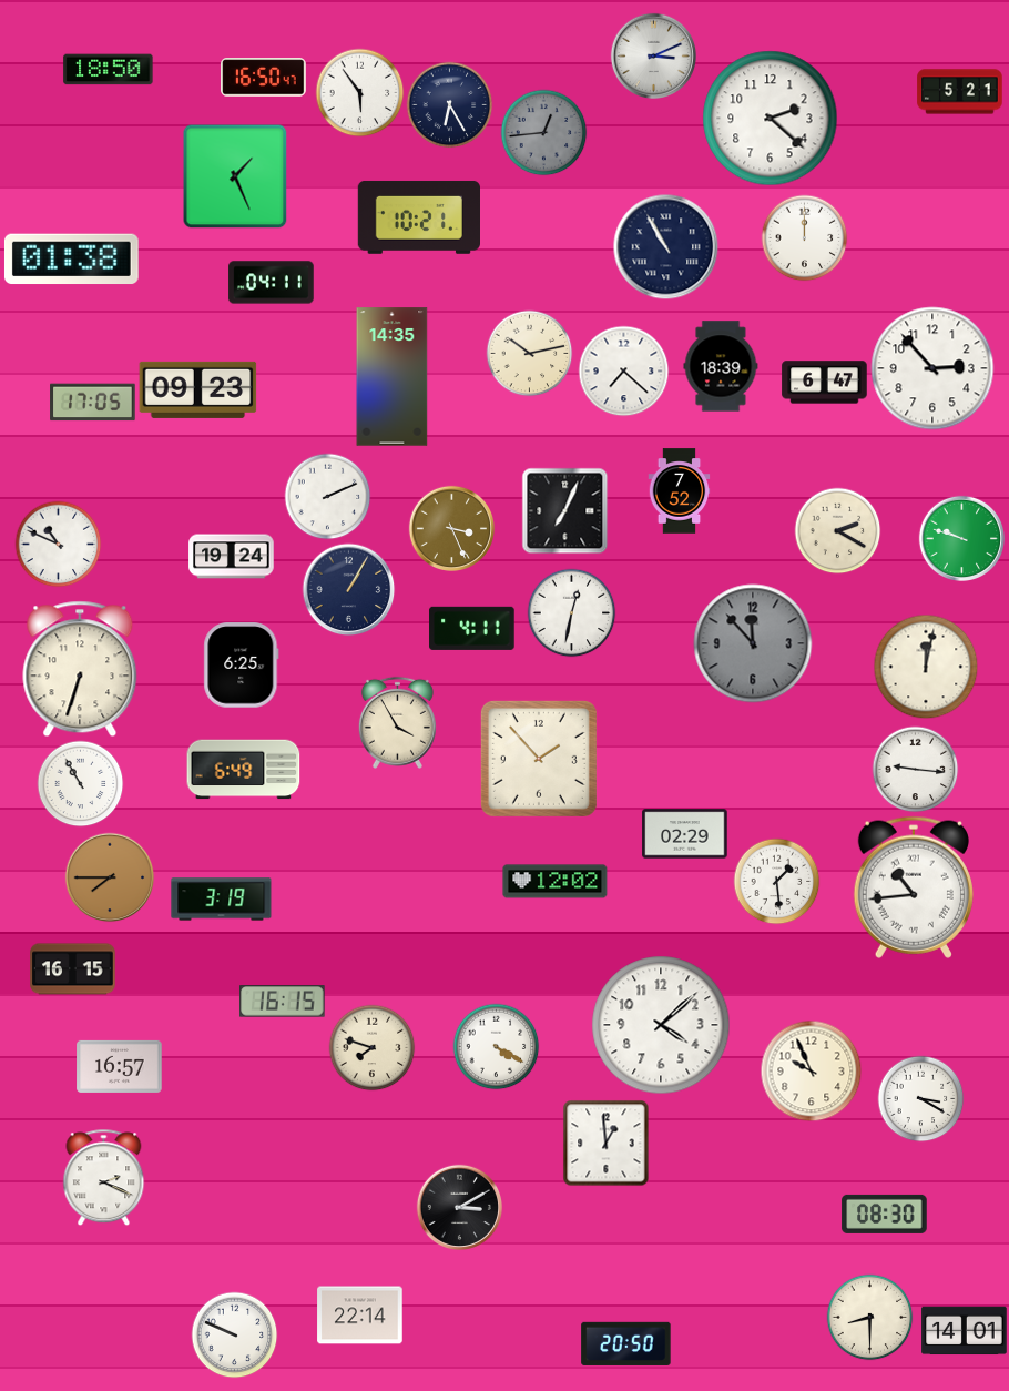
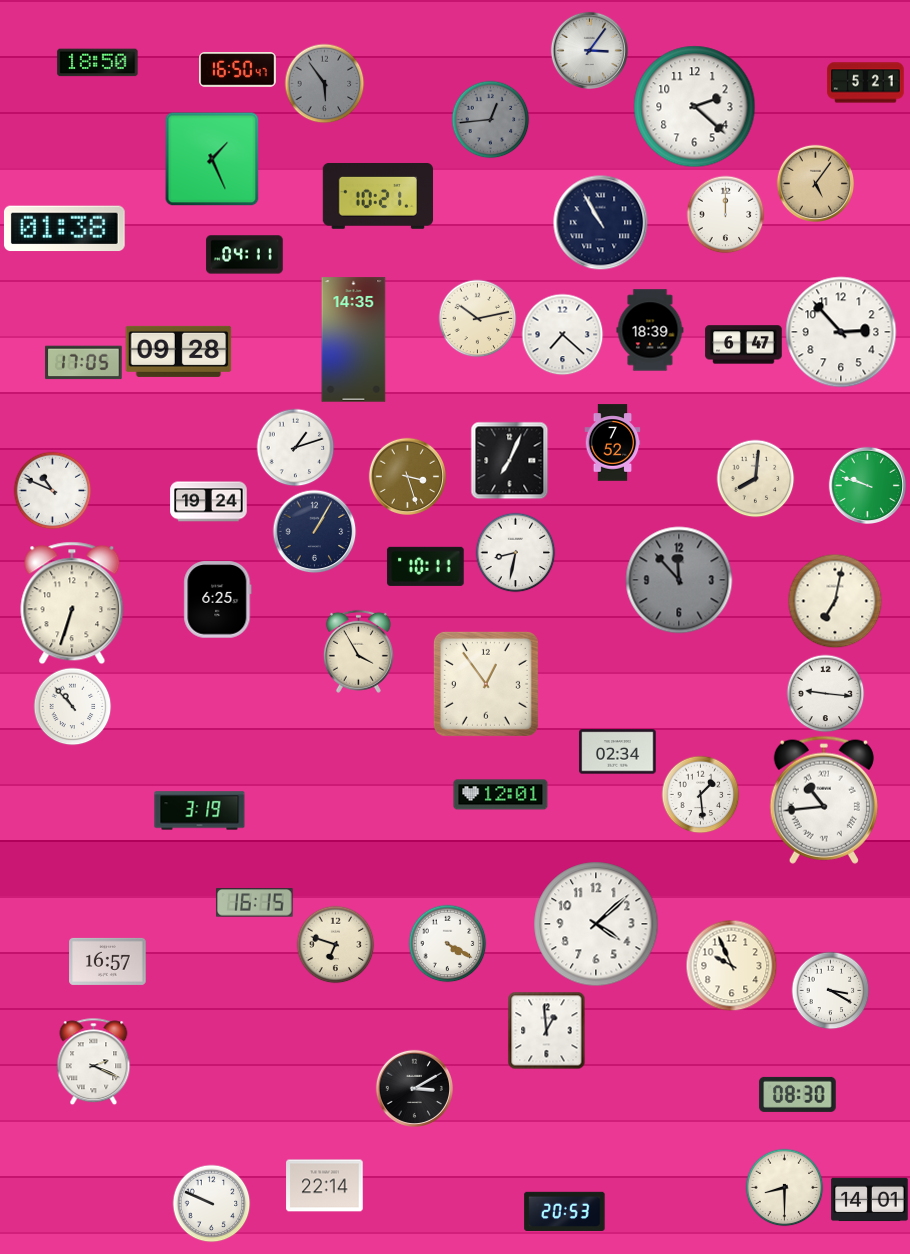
clock at (653, 55): 3:11 -> 3:06
clock at (359, 92) dial: white -> grey
clock at (449, 104): 6:25 -> none
clock at (815, 183): none -> 5:06
clock at (71, 260) position: (71, 260) -> (64, 229)
clock at (198, 389): 09:23 -> 09:28
clock at (327, 496): 2:11 -> 1:12
clock at (451, 528): 3:26 -> 3:27
clock at (837, 530): 2:20 -> 8:01
clock at (571, 612): 12:32 -> 8:32
clock at (472, 628): 4:11 -> 10:11
clock at (926, 667): 12:02 -> 7:02
clock at (539, 759): 1:53 -> 12:54
clock at (244, 770): 6:49 -> none
clock at (80, 783): 10:55 -> 10:53
clock at (685, 834): 02:29 -> 02:34
clock at (110, 877): 7:45 -> none
clock at (556, 882): 12:02 -> 12:01
clock at (73, 969): 16:15 -> none
clock at (371, 1047): 7:48 -> 6:48
clock at (626, 1343): 20:50 -> 20:53
